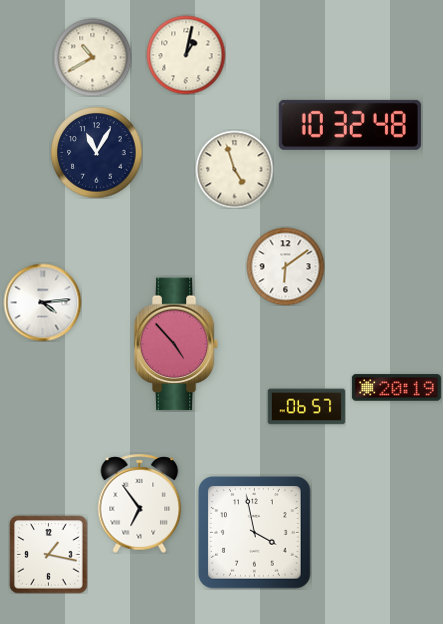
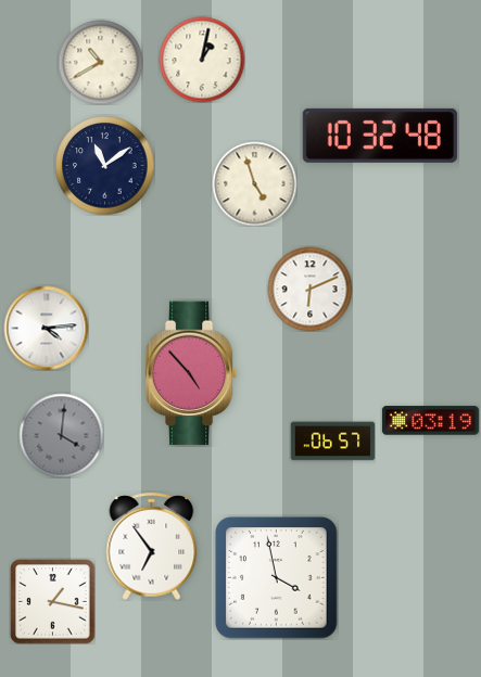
clock at (96, 152): 11:05 -> 11:09
clock at (285, 266): 6:09 -> 6:11
clock at (396, 388): 20:19 -> 03:19
clock at (61, 435): none -> 4:01
